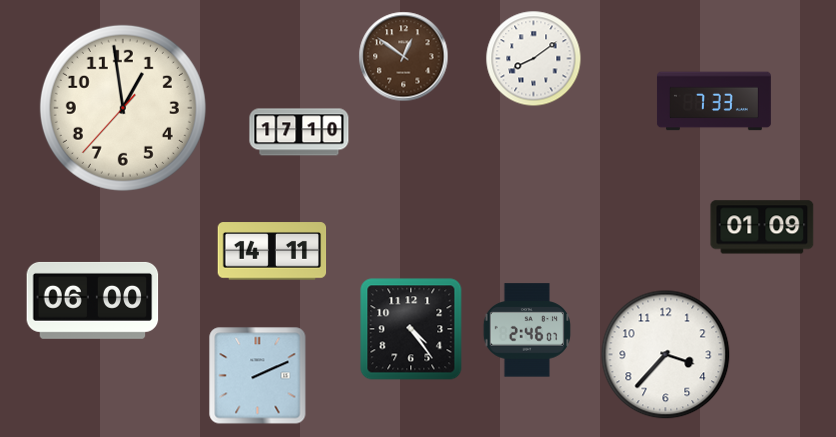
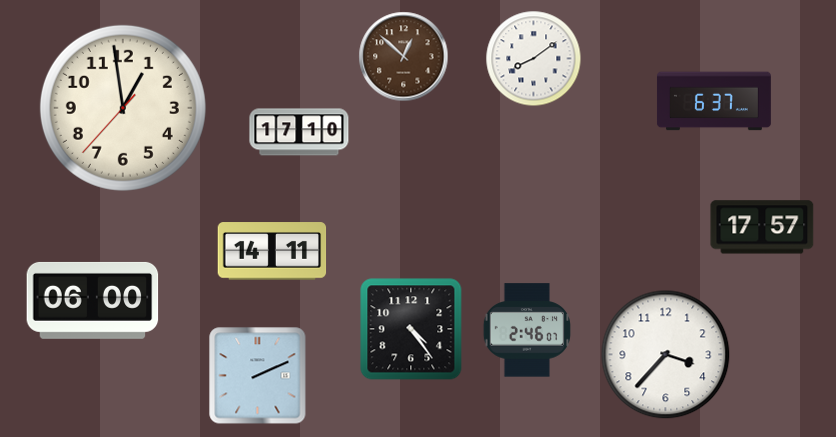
clock at (404, 57): 12:51 -> 12:52
clock at (714, 101): 7:33 -> 6:37
clock at (762, 227): 01:09 -> 17:57
